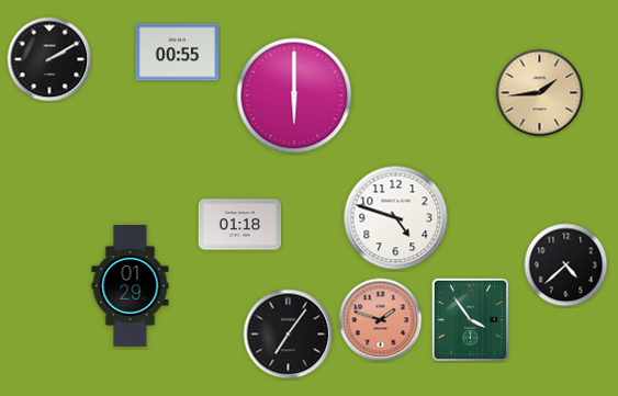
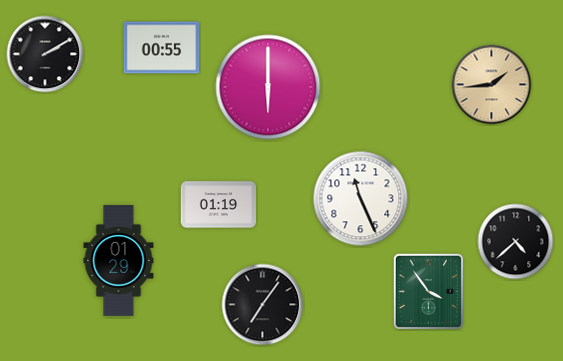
clock at (396, 218): 4:48 -> 11:26
clock at (240, 225): 01:18 -> 01:19
clock at (381, 320): 1:48 -> none
